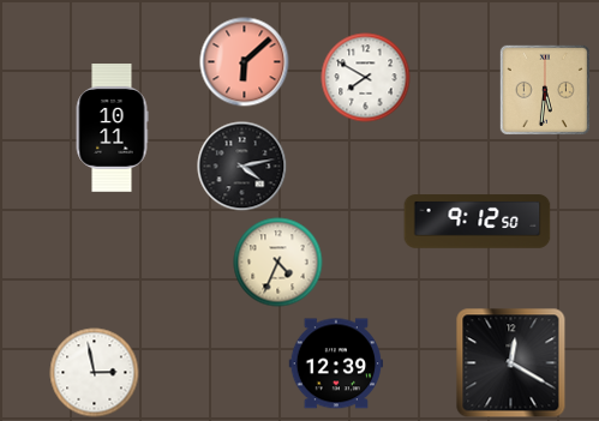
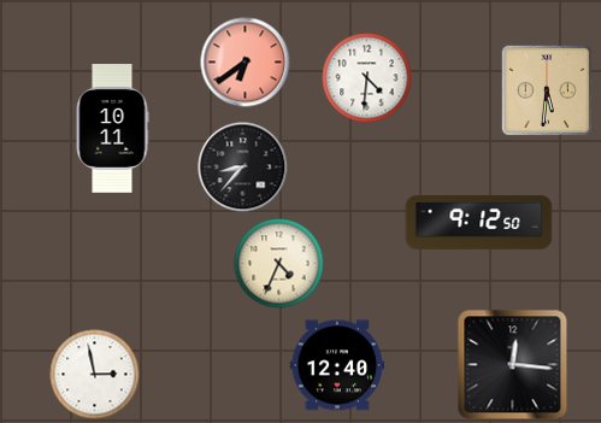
clock at (245, 62): 6:08 -> 6:39
clock at (366, 78): 7:50 -> 4:31
clock at (242, 167): 4:13 -> 8:37
clock at (336, 363): 12:39 -> 12:40
clock at (511, 363): 12:20 -> 12:16
